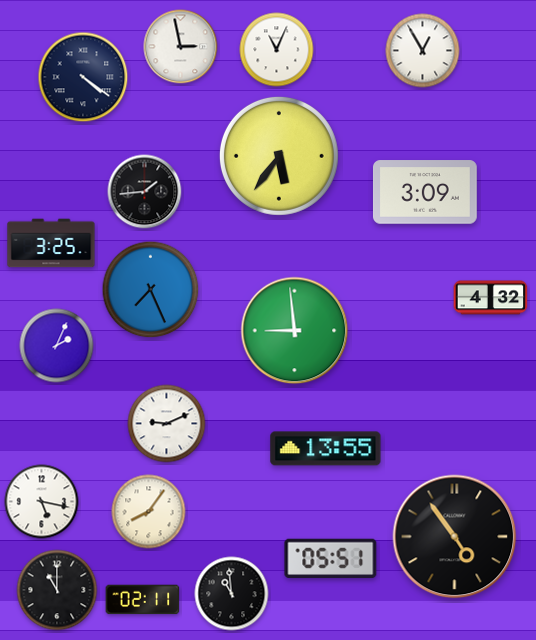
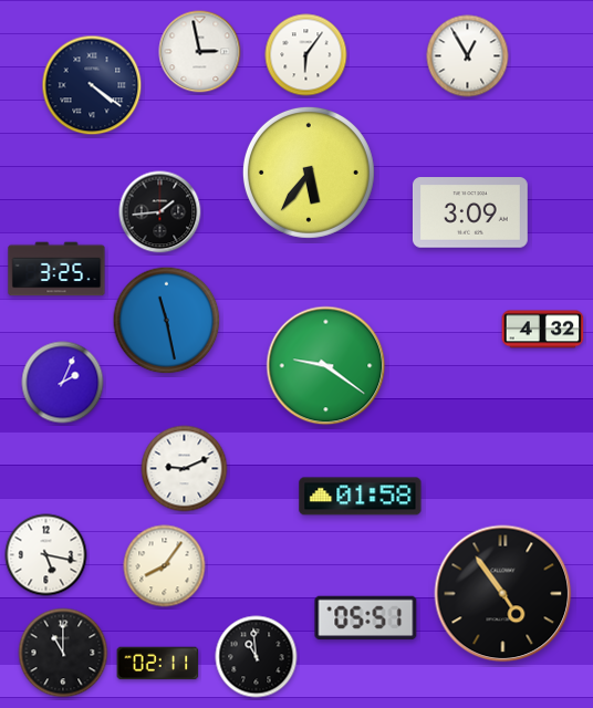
clock at (277, 50): 11:04 -> 6:06
clock at (151, 290): 7:26 -> 11:28
clock at (295, 331): 8:59 -> 9:21
clock at (326, 449): 13:55 -> 01:58
